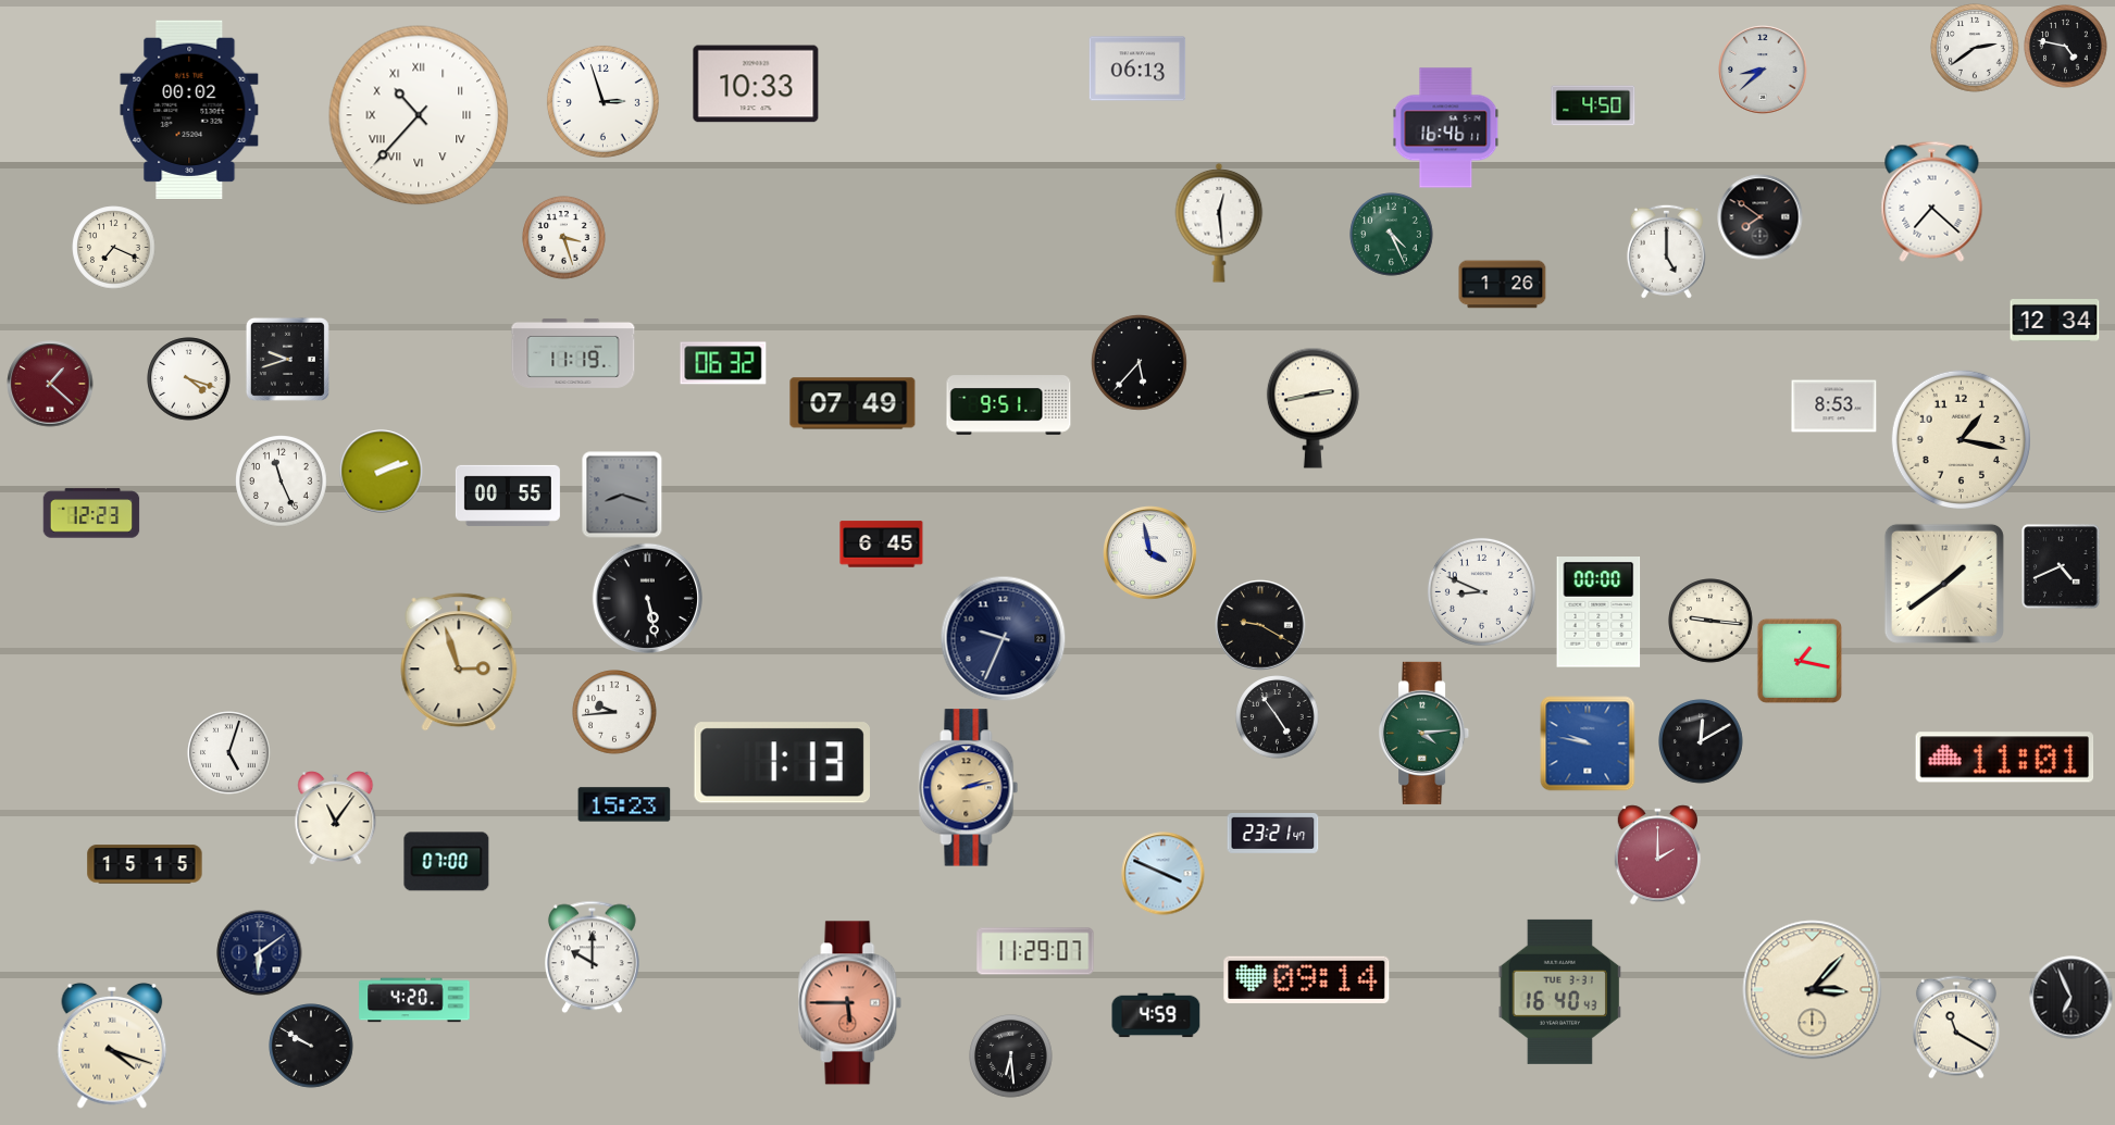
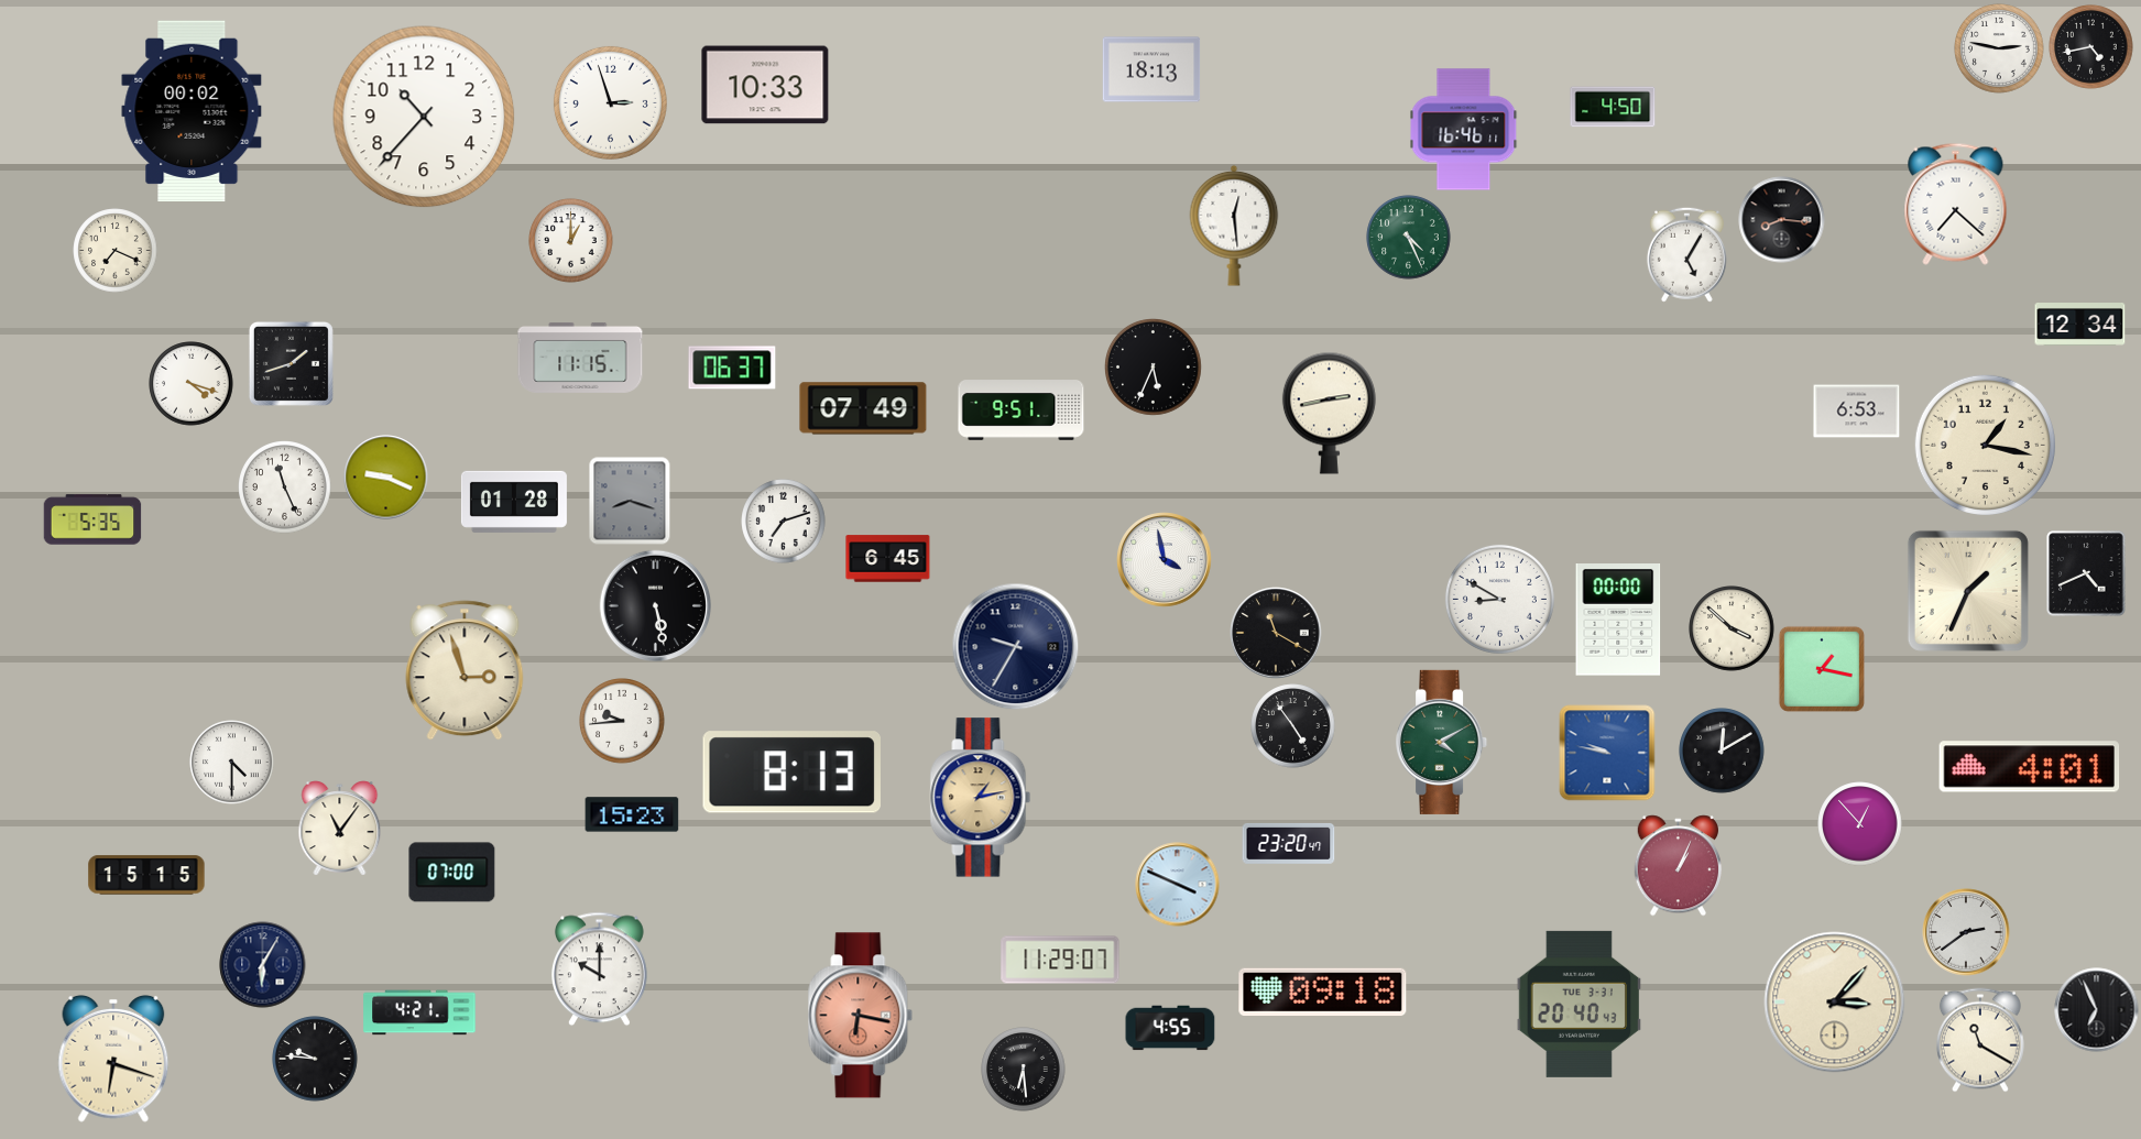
clock at (2066, 47): 4:47 -> 4:43
clock at (1975, 48): 2:39 -> 2:47
clock at (1137, 68): 06:13 -> 18:13
clock at (1763, 70): 8:38 -> none
clock at (419, 115) numerals: Roman -> Arabic
clock at (1761, 217): 7:51 -> 8:16
clock at (564, 238): 3:27 -> 1:00
clock at (1666, 251): 5:00 -> 5:05
clock at (1503, 285): 1:26 -> none
clock at (573, 353): 11:19 -> 11:15
clock at (287, 359): 9:42 -> 1:42
clock at (723, 363): 06:32 -> 06:37
clock at (1140, 363): 5:37 -> 5:34
clock at (50, 384): 1:22 -> none
clock at (1834, 407): 8:53 -> 6:53
clock at (382, 472): 2:12 -> 9:19
clock at (508, 496): 00:55 -> 01:28
clock at (91, 513): 12:23 -> 5:35
clock at (784, 522): none -> 7:12
clock at (882, 545) position: (882, 545) -> (888, 559)
clock at (1944, 584): 1:39 -> 1:34
clock at (1481, 591): 8:49 -> 8:50
clock at (1710, 621): 9:16 -> 3:52
clock at (1260, 625): 9:20 -> 11:20
clock at (1004, 639): 9:34 -> 9:35
clock at (1424, 733): 4:14 -> 4:10
clock at (229, 753): 5:03 -> 4:30
clock at (2005, 758): 11:01 -> 4:01
clock at (782, 763): 1:13 -> 8:13
clock at (969, 788): 2:13 -> 1:13
clock at (1860, 824): none -> 12:53
clock at (1273, 833): 23:21 -> 23:20
clock at (1658, 855): 2:00 -> 1:04
clock at (1966, 932): none -> 2:39
clock at (1035, 951) position: (1035, 951) -> (1060, 960)
clock at (260, 953): 6:09 -> 6:05
clock at (1307, 979): 09:14 -> 09:18
clock at (1559, 991): 16:40 -> 20:40
clock at (414, 1000): 4:20 -> 4:21
clock at (850, 1003): 5:45 -> 6:17
clock at (1156, 1015): 4:59 -> 4:55
clock at (112, 1046): 4:18 -> 6:18
clock at (311, 1046): 9:50 -> 9:46
